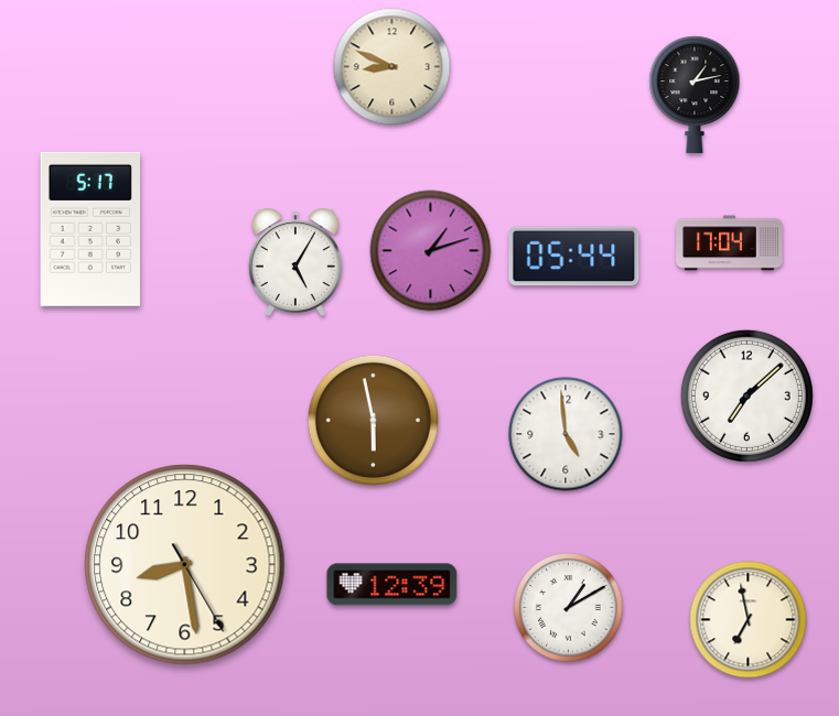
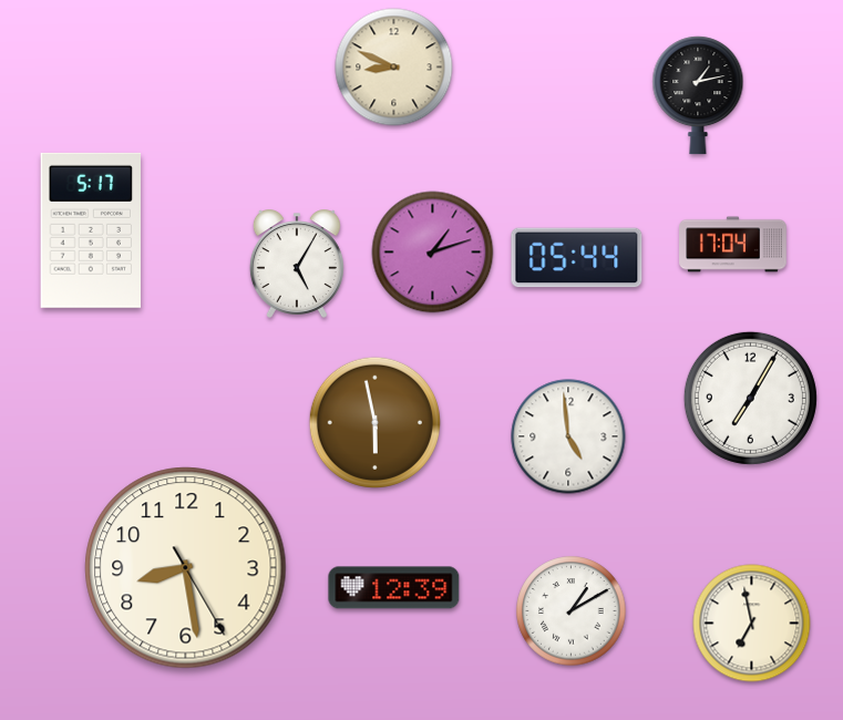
clock at (746, 395): 7:08 -> 7:05
